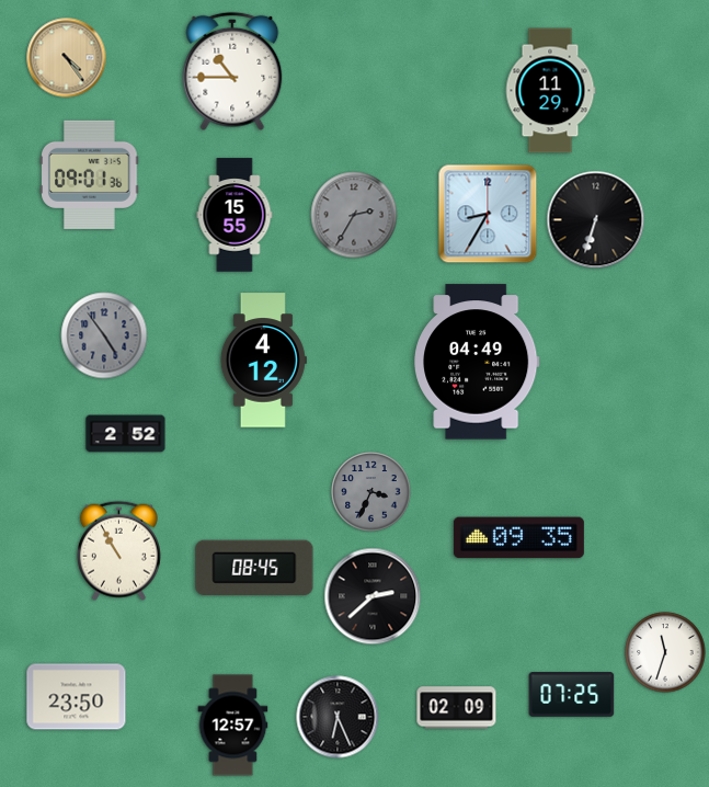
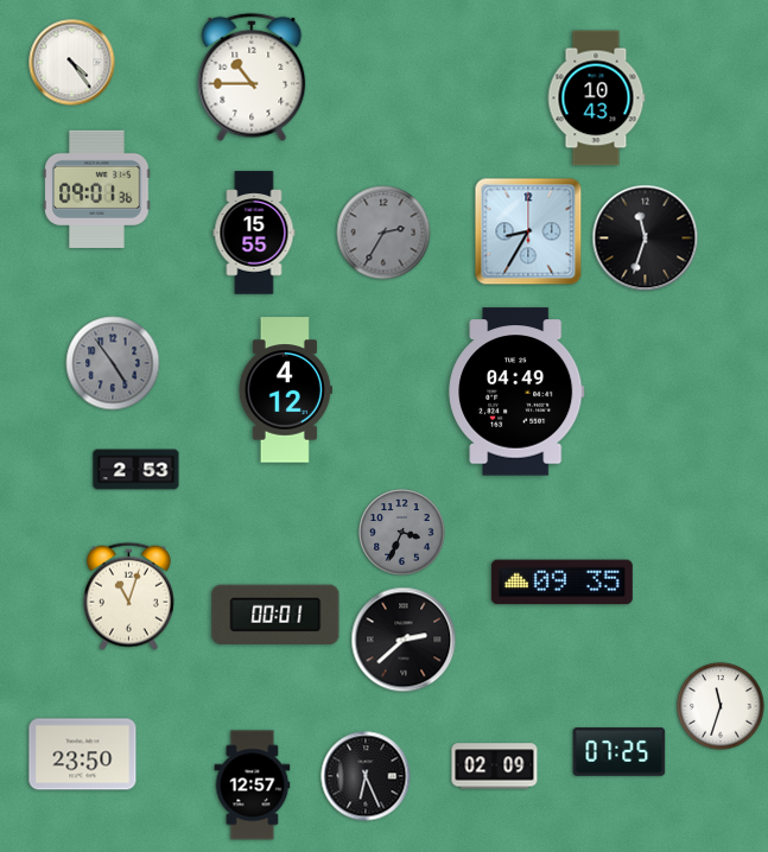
clock at (67, 58) dial: champagne -> white
clock at (550, 91): 11:29 -> 10:43
clock at (596, 220): 6:33 -> 11:33
clock at (126, 434): 2:52 -> 2:53
clock at (118, 550): 10:55 -> 11:03
clock at (254, 567): 08:45 -> 00:01
clock at (373, 596) position: (373, 596) -> (404, 640)
